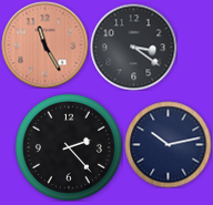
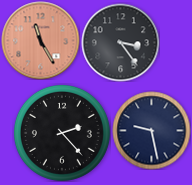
clock at (133, 47): 3:21 -> 3:24
clock at (168, 144): 10:13 -> 9:28
